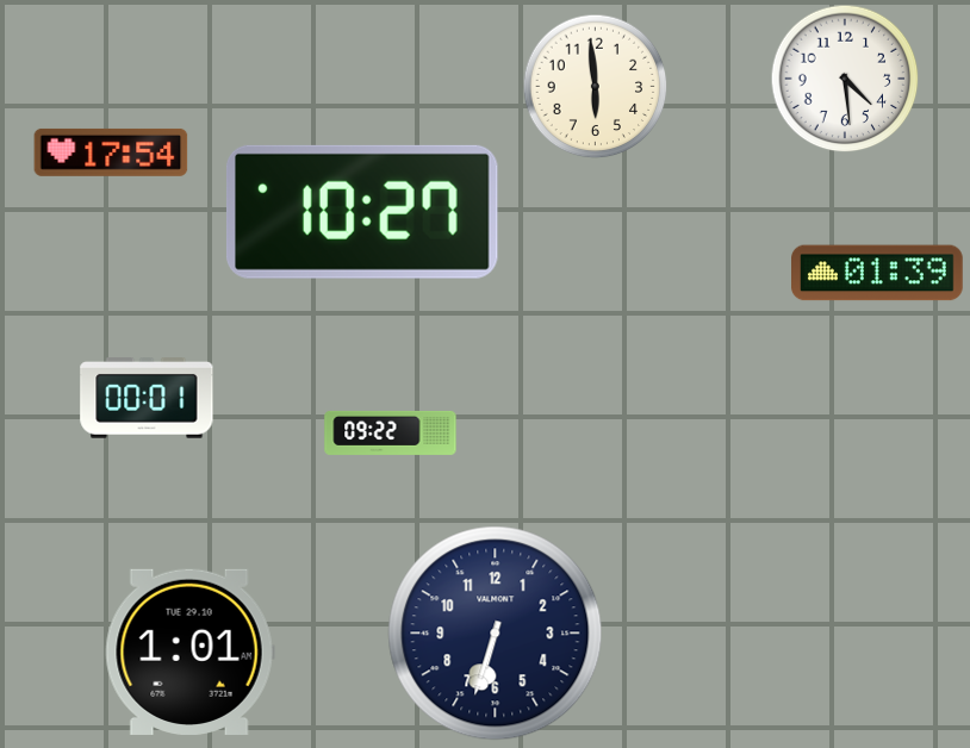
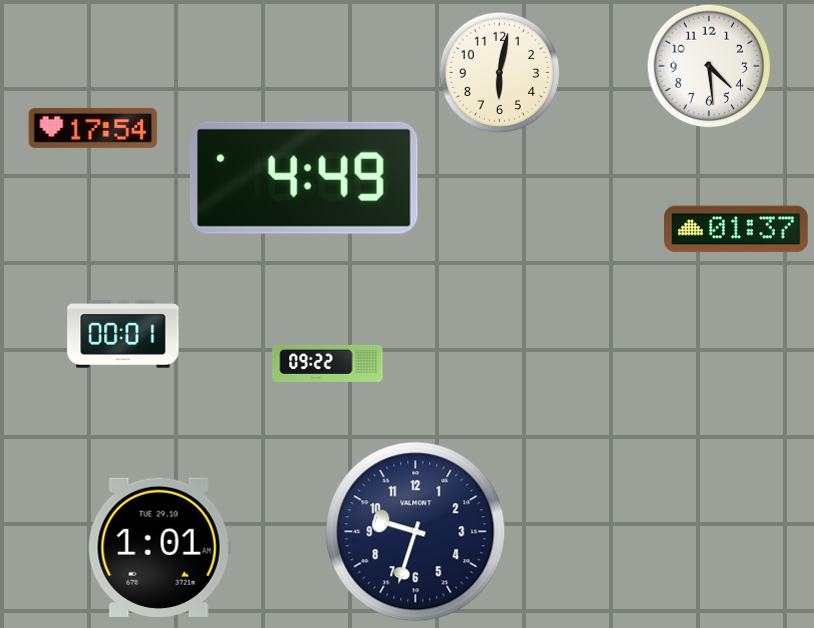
clock at (596, 87): 5:59 -> 6:02
clock at (362, 212): 10:27 -> 4:49
clock at (878, 273): 01:39 -> 01:37
clock at (496, 634): 6:33 -> 9:33
